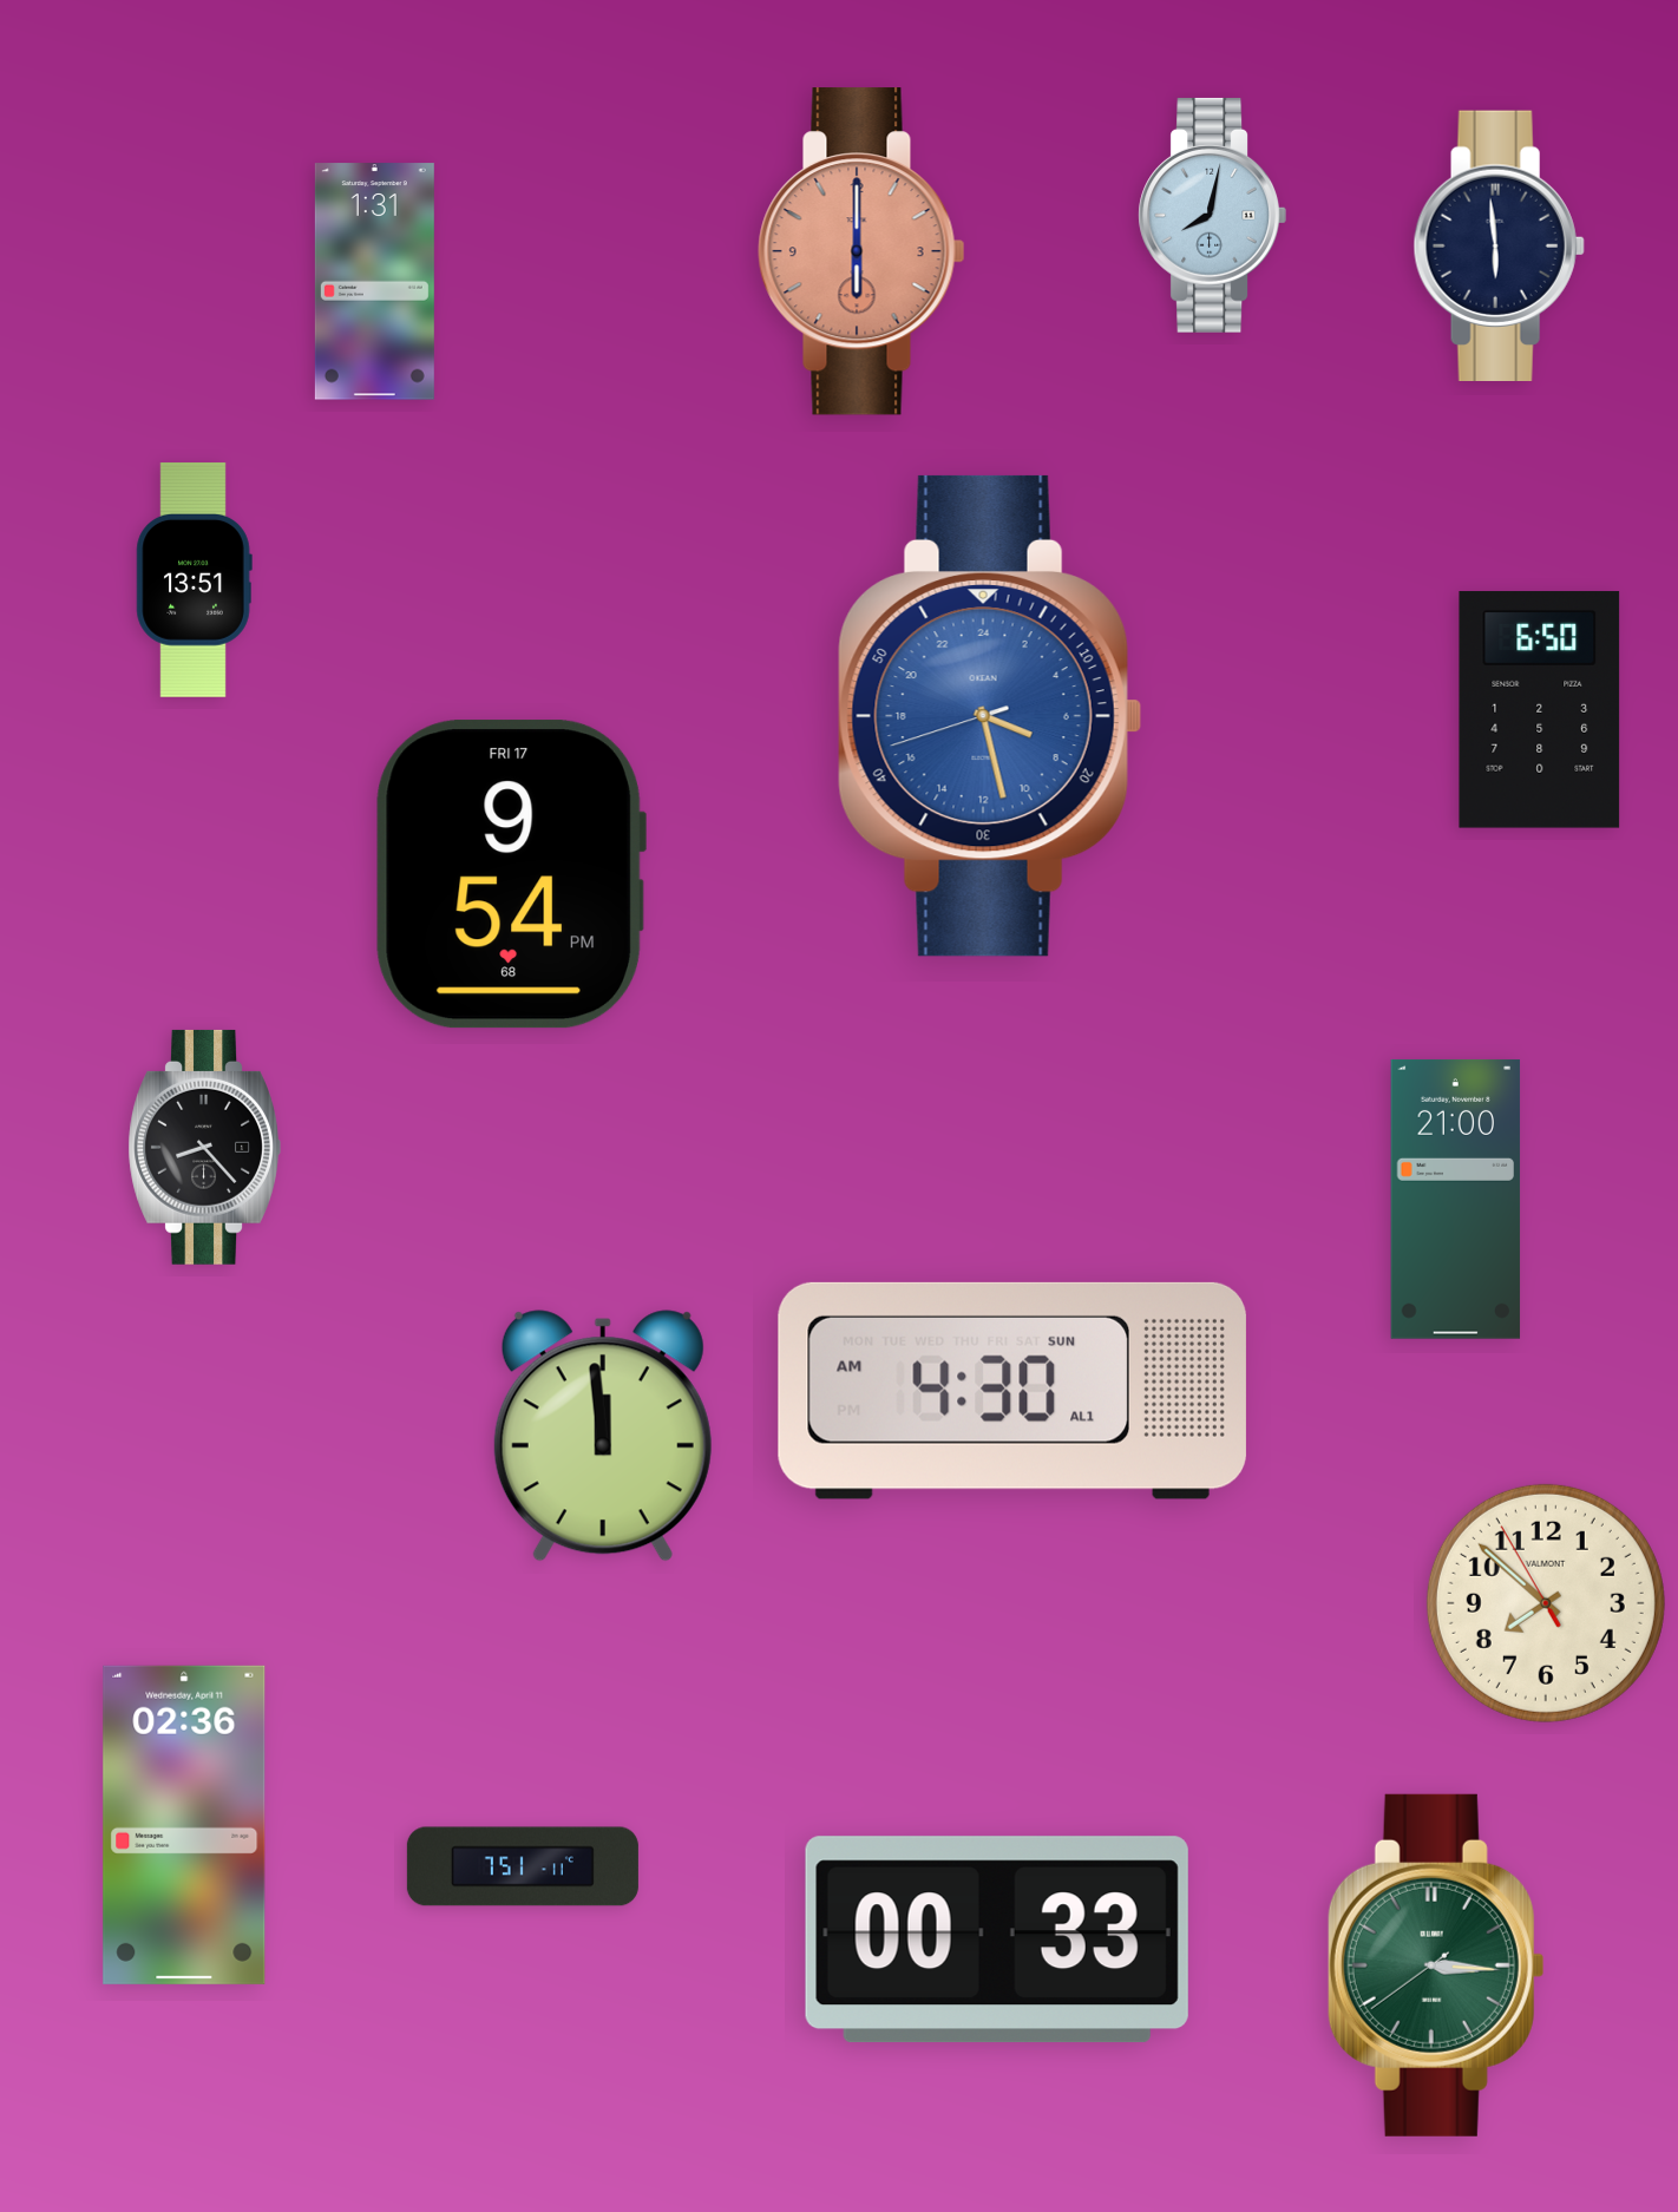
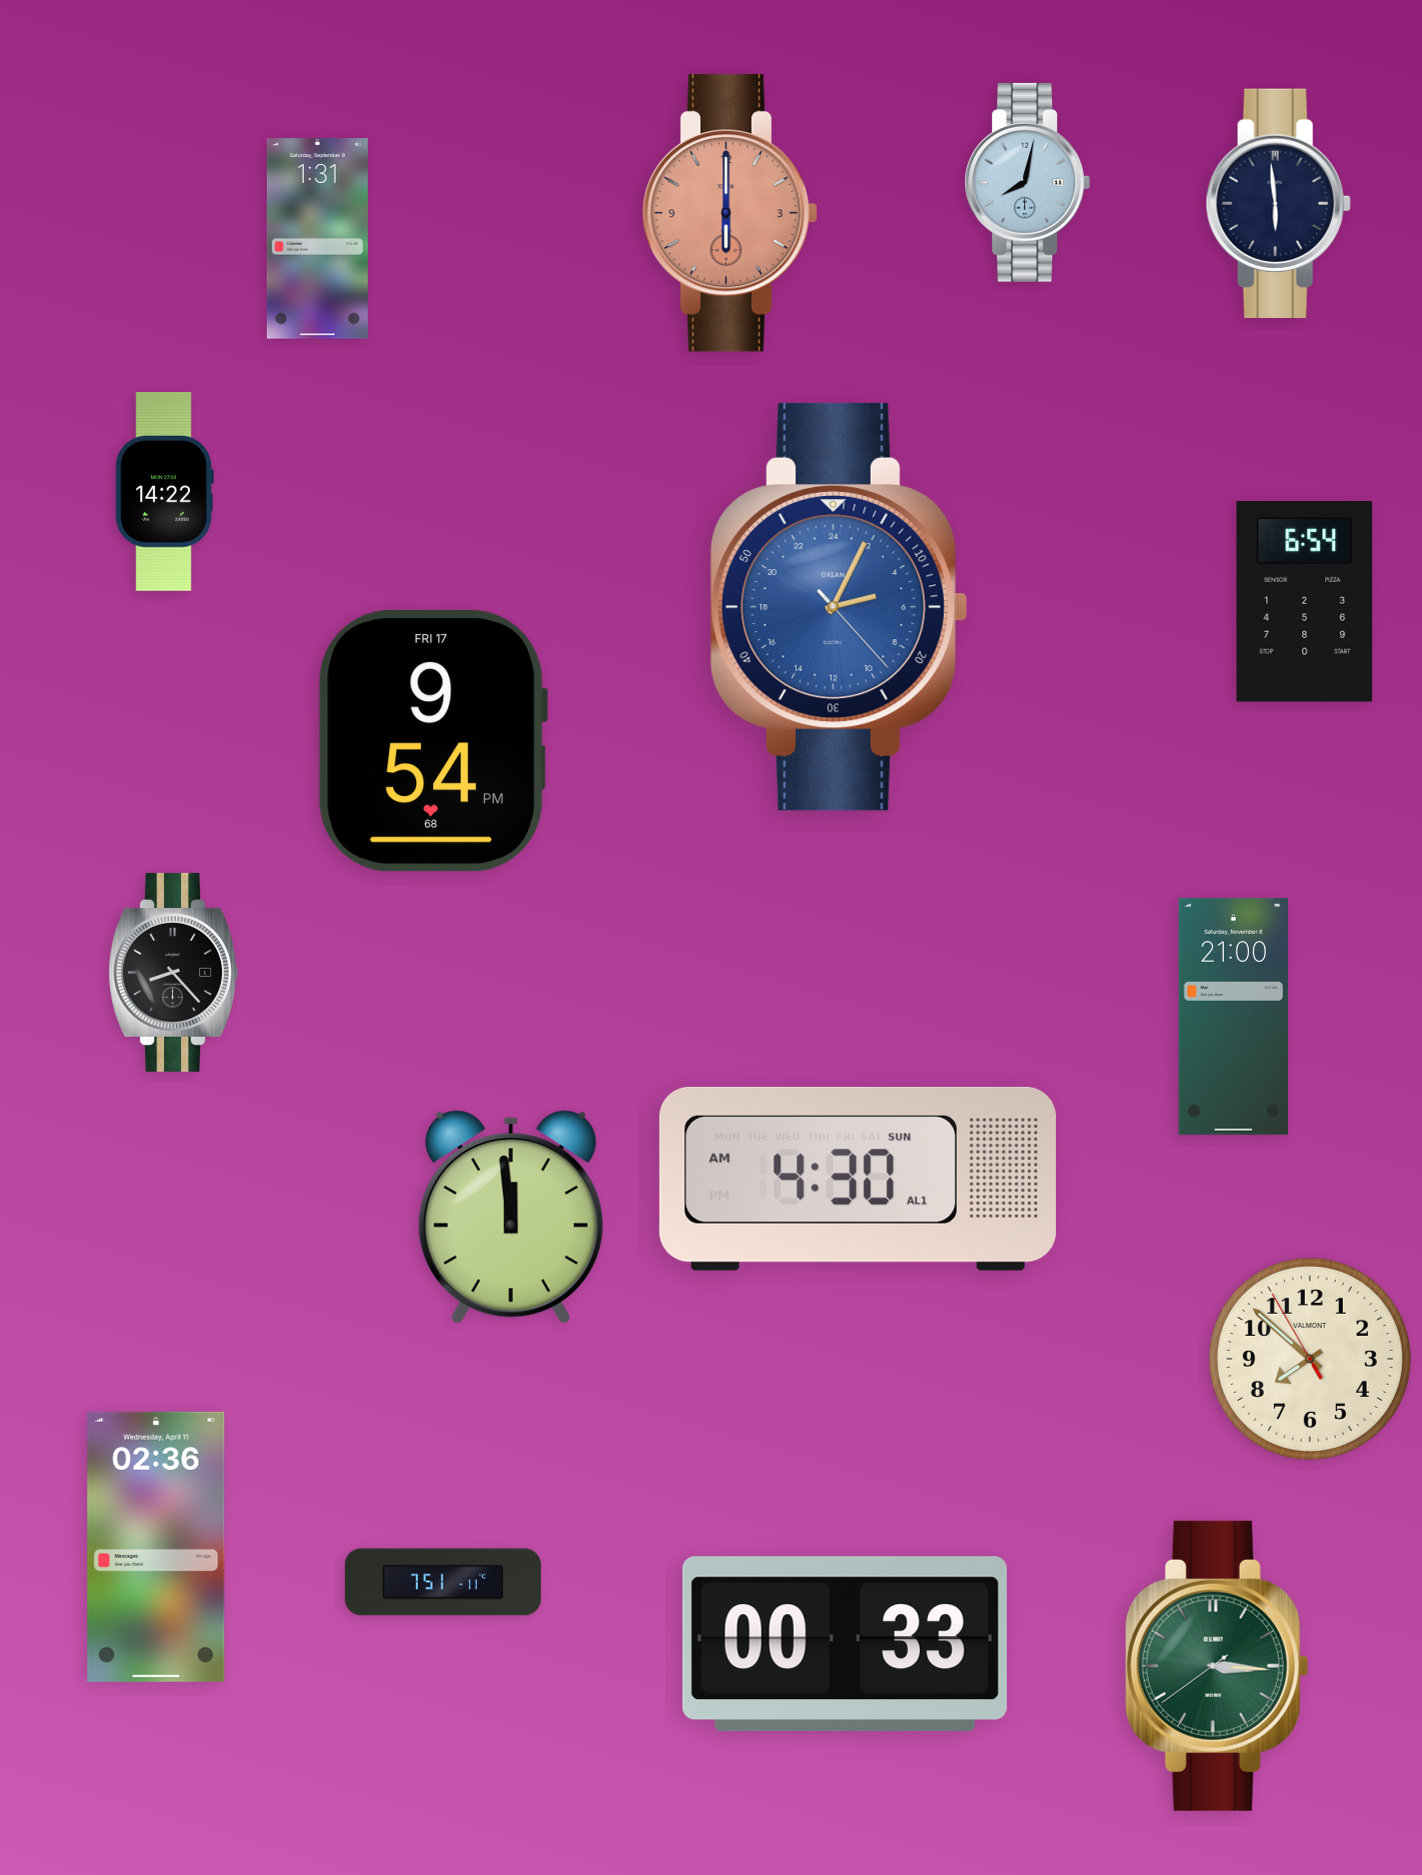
clock at (1499, 245) position: (1499, 245) -> (1278, 203)
clock at (194, 579): 13:51 -> 14:22
clock at (1540, 710): 6:50 -> 6:54
clock at (990, 716): 7:27 -> 5:04
